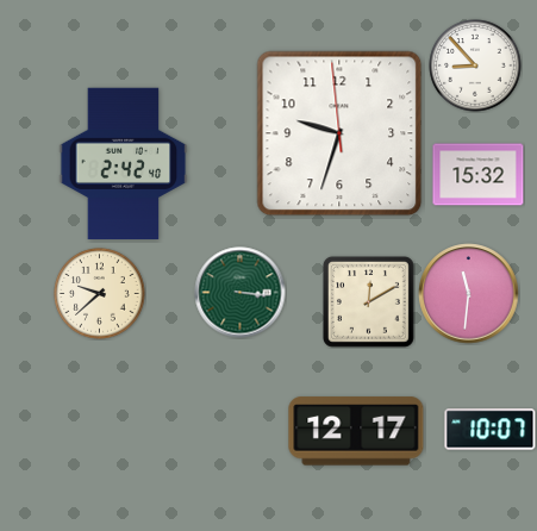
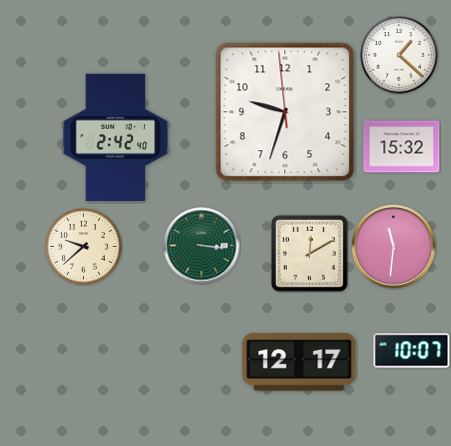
clock at (475, 65): 8:53 -> 1:22
clock at (124, 164) position: (124, 164) -> (116, 138)
clock at (491, 430) position: (491, 430) -> (412, 351)
